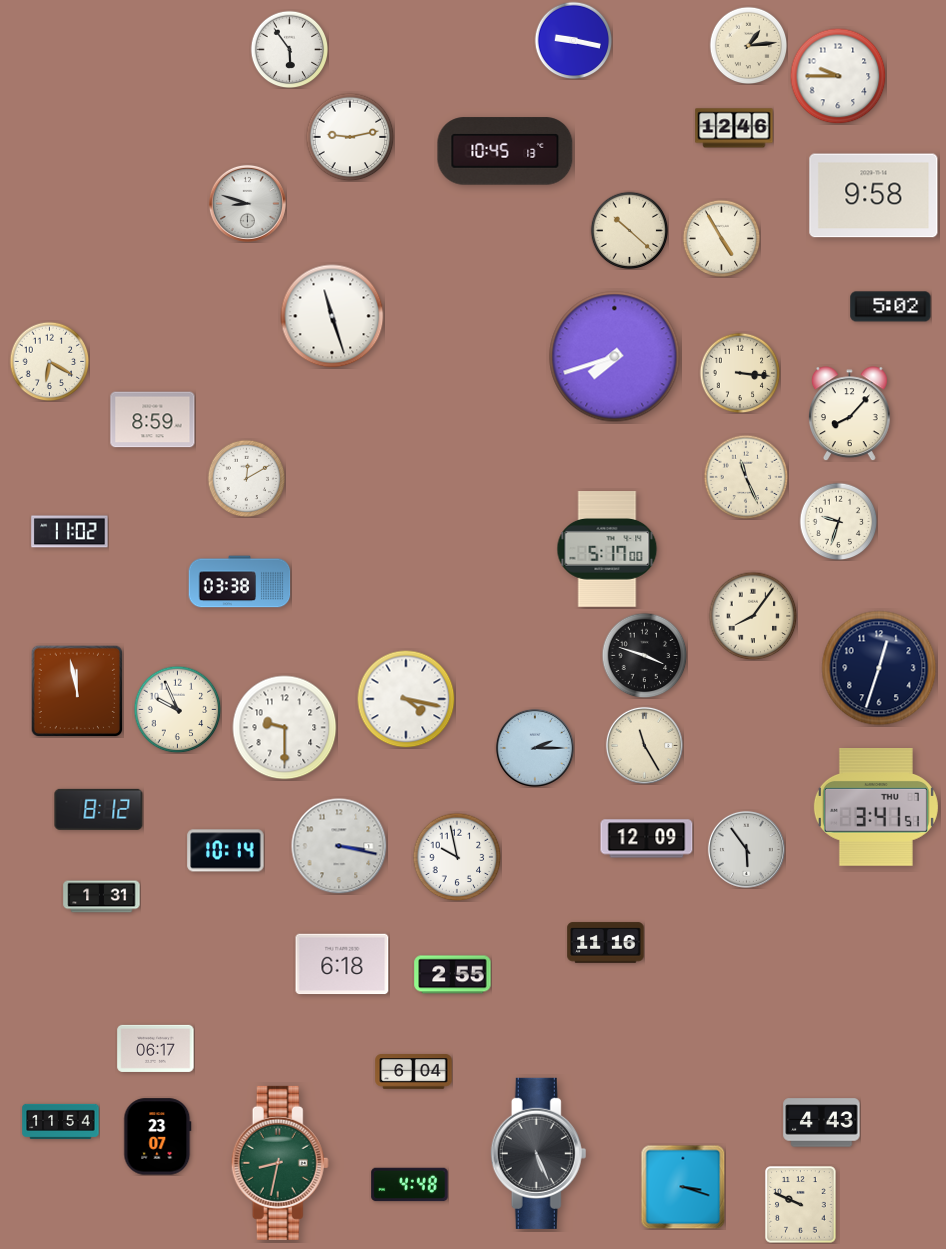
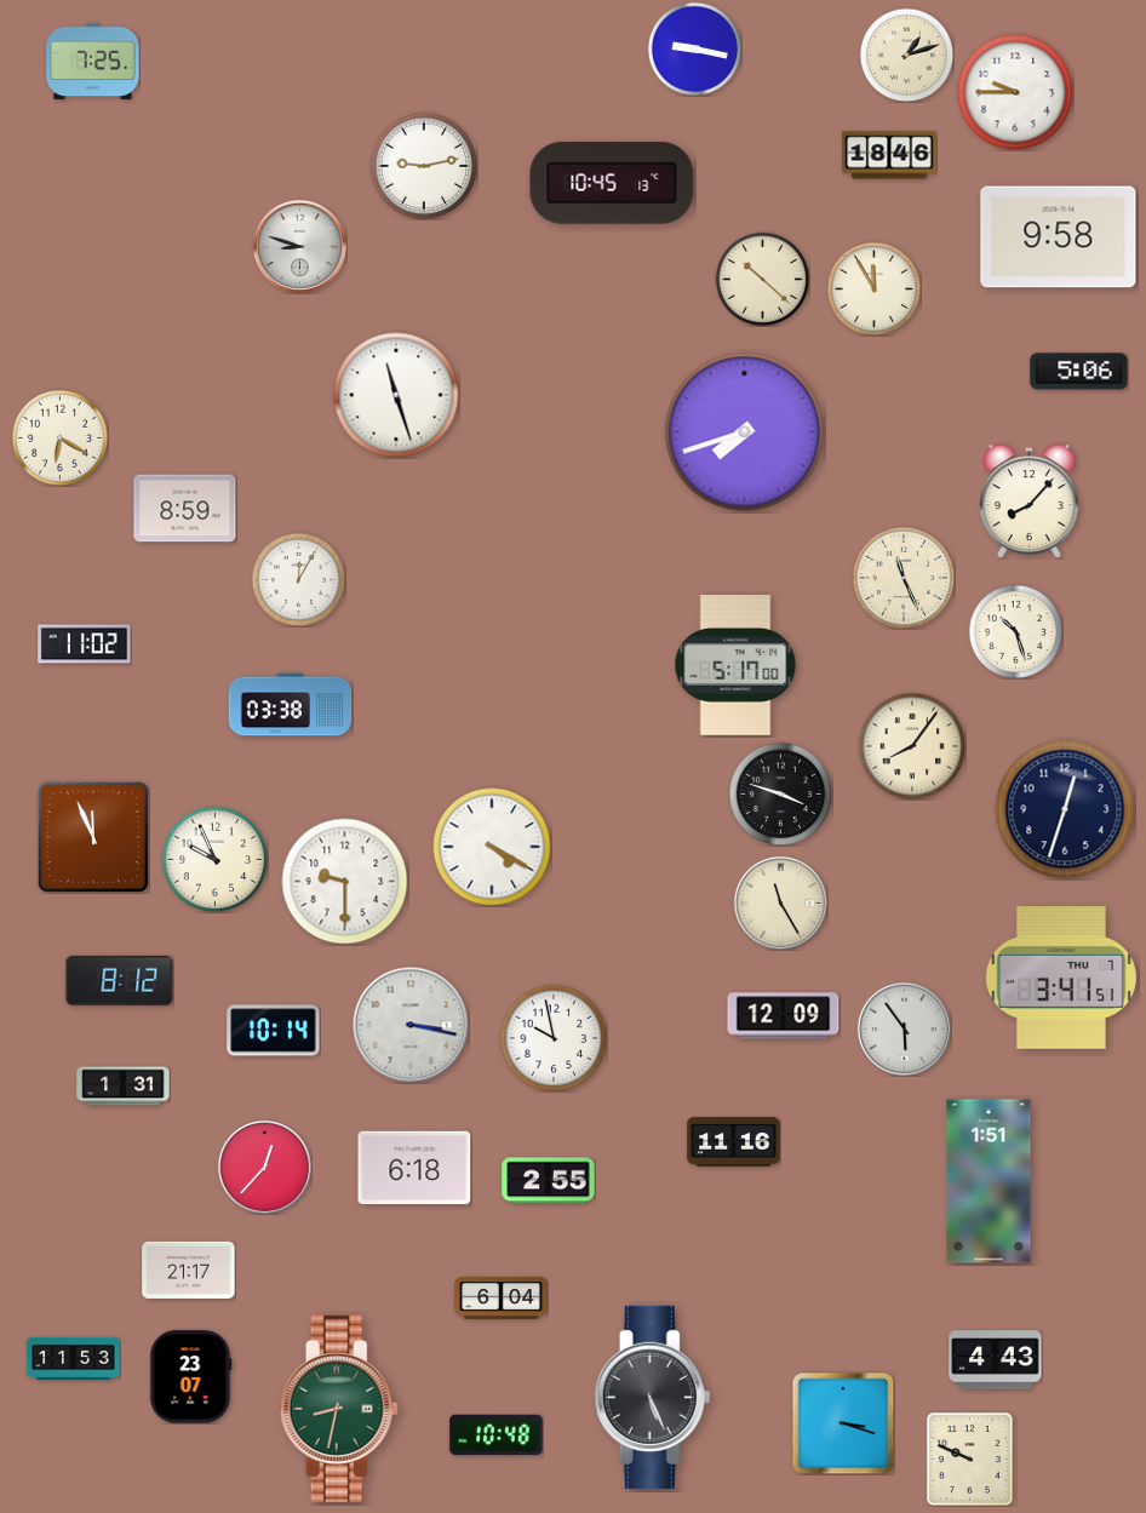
clock at (748, 45): 1:14 -> 1:12
clock at (289, 49): 5:54 -> none
clock at (93, 62): none -> 7:25
clock at (734, 128): 12:46 -> 18:46
clock at (721, 238): 4:55 -> 11:55
clock at (891, 307): 5:02 -> 5:06
clock at (332, 316) position: (332, 316) -> (396, 395)
clock at (740, 373): 3:16 -> none
clock at (246, 478): 12:10 -> 12:05
clock at (838, 521): 9:33 -> 10:27
clock at (77, 691): 11:58 -> 11:56
clock at (406, 699): 4:17 -> 4:20
clock at (535, 748): 2:15 -> none
clock at (264, 1167): none -> 12:37
clock at (989, 1181): none -> 1:51
clock at (156, 1048): 06:17 -> 21:17
clock at (61, 1121): 11:54 -> 11:53
clock at (410, 1185): 4:48 -> 10:48
clock at (683, 1187) position: (683, 1187) -> (843, 1423)
